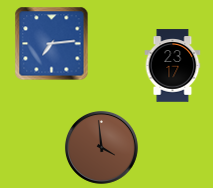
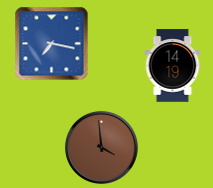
clock at (52, 44): 7:14 -> 7:17
clock at (173, 66): 23:17 -> 14:19
